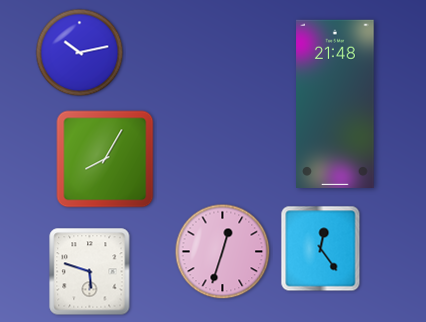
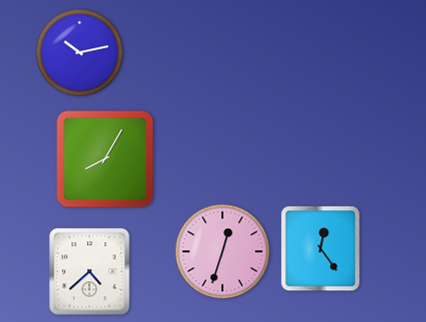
clock at (335, 103): 21:48 -> none
clock at (90, 272): 5:48 -> 4:38
